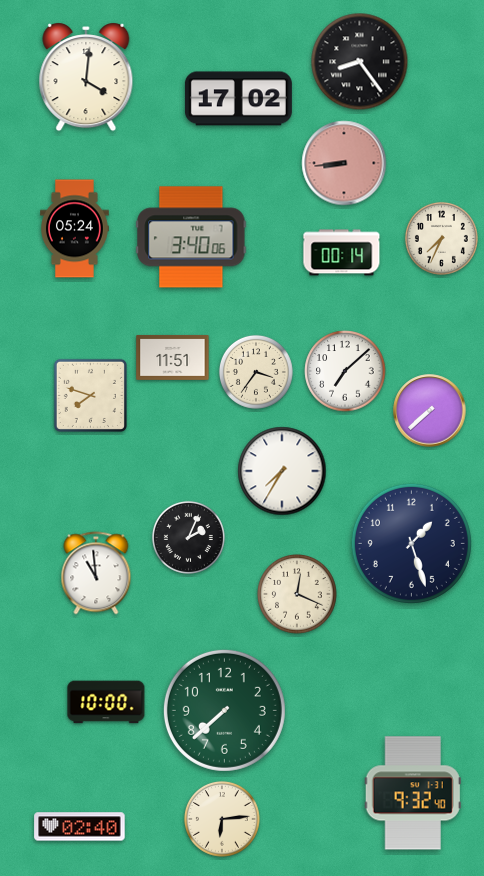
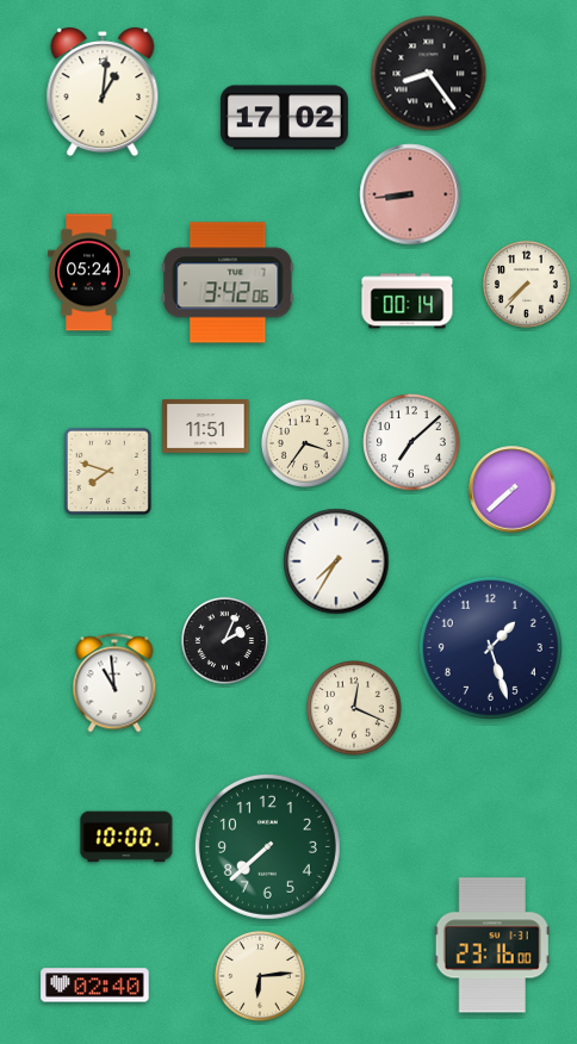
clock at (86, 77): 4:01 -> 1:01
clock at (191, 237): 3:40 -> 3:42
clock at (441, 238): 7:34 -> 7:37
clock at (413, 793): 9:32 -> 23:16
clock at (222, 819) position: (222, 819) -> (260, 976)
